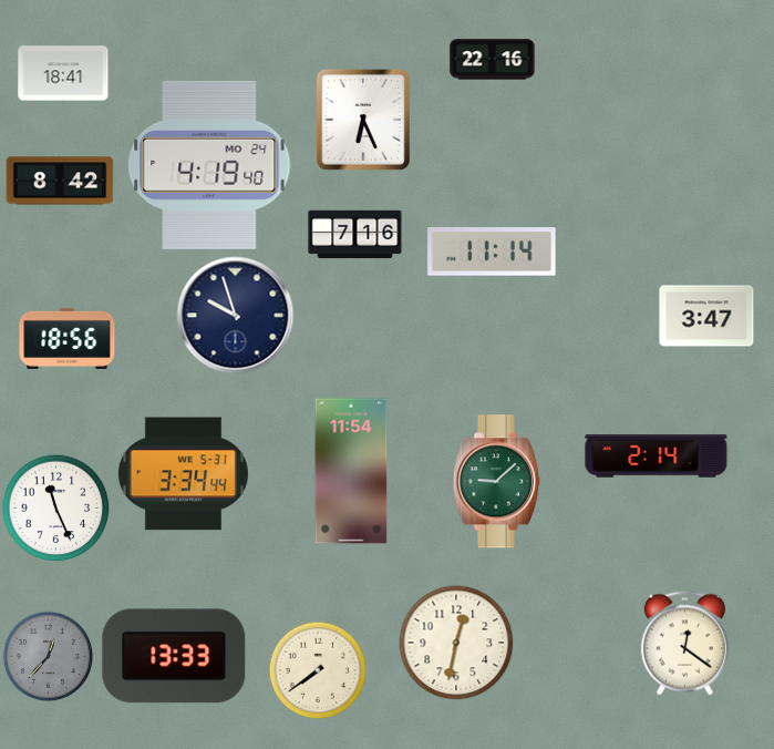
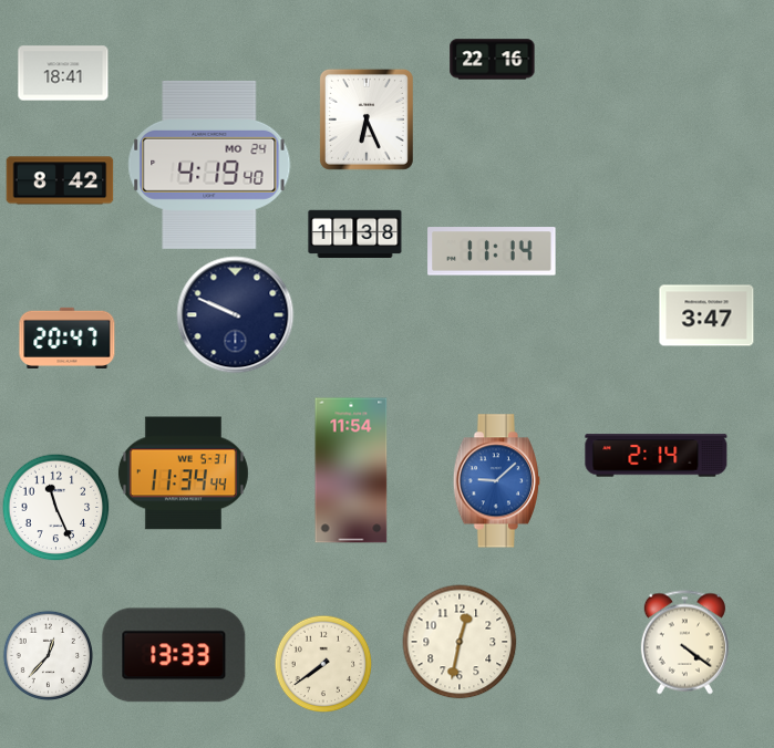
clock at (363, 120) position: (363, 120) -> (367, 120)
clock at (355, 235): 7:16 -> 11:38
clock at (236, 316): 9:57 -> 9:49
clock at (68, 338): 18:56 -> 20:47
clock at (183, 474): 3:34 -> 11:34
clock at (497, 482) dial: green -> blue
clock at (456, 643) position: (456, 643) -> (460, 642)
clock at (684, 644): 12:21 -> 4:21
clock at (48, 656) dial: grey -> white
clock at (318, 670) position: (318, 670) -> (323, 664)
